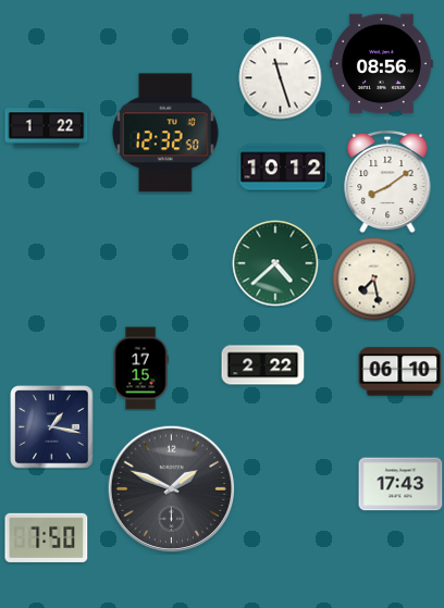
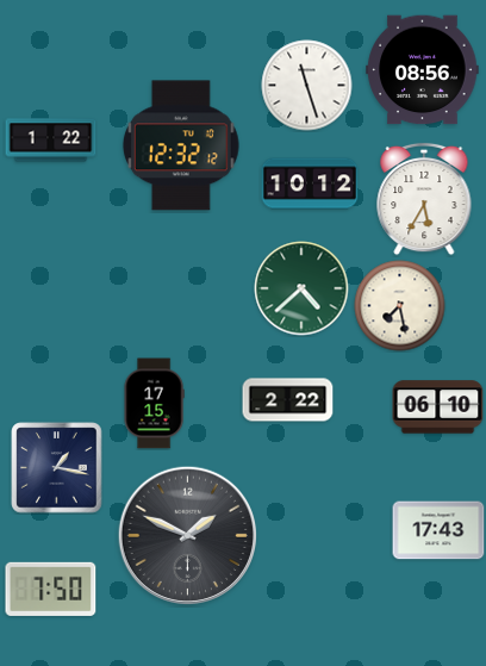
clock at (382, 64) position: (382, 64) -> (423, 70)
clock at (165, 133): 12:32:50 -> 12:32:12
clock at (387, 182): 8:09 -> 5:35
clock at (374, 280) position: (374, 280) -> (400, 306)
